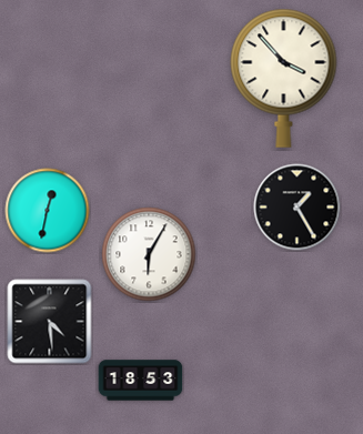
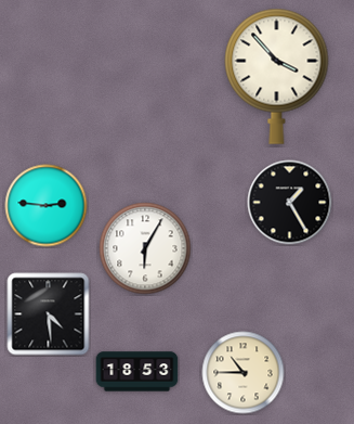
clock at (48, 211): 12:32 -> 2:46
clock at (244, 373): none -> 10:45
